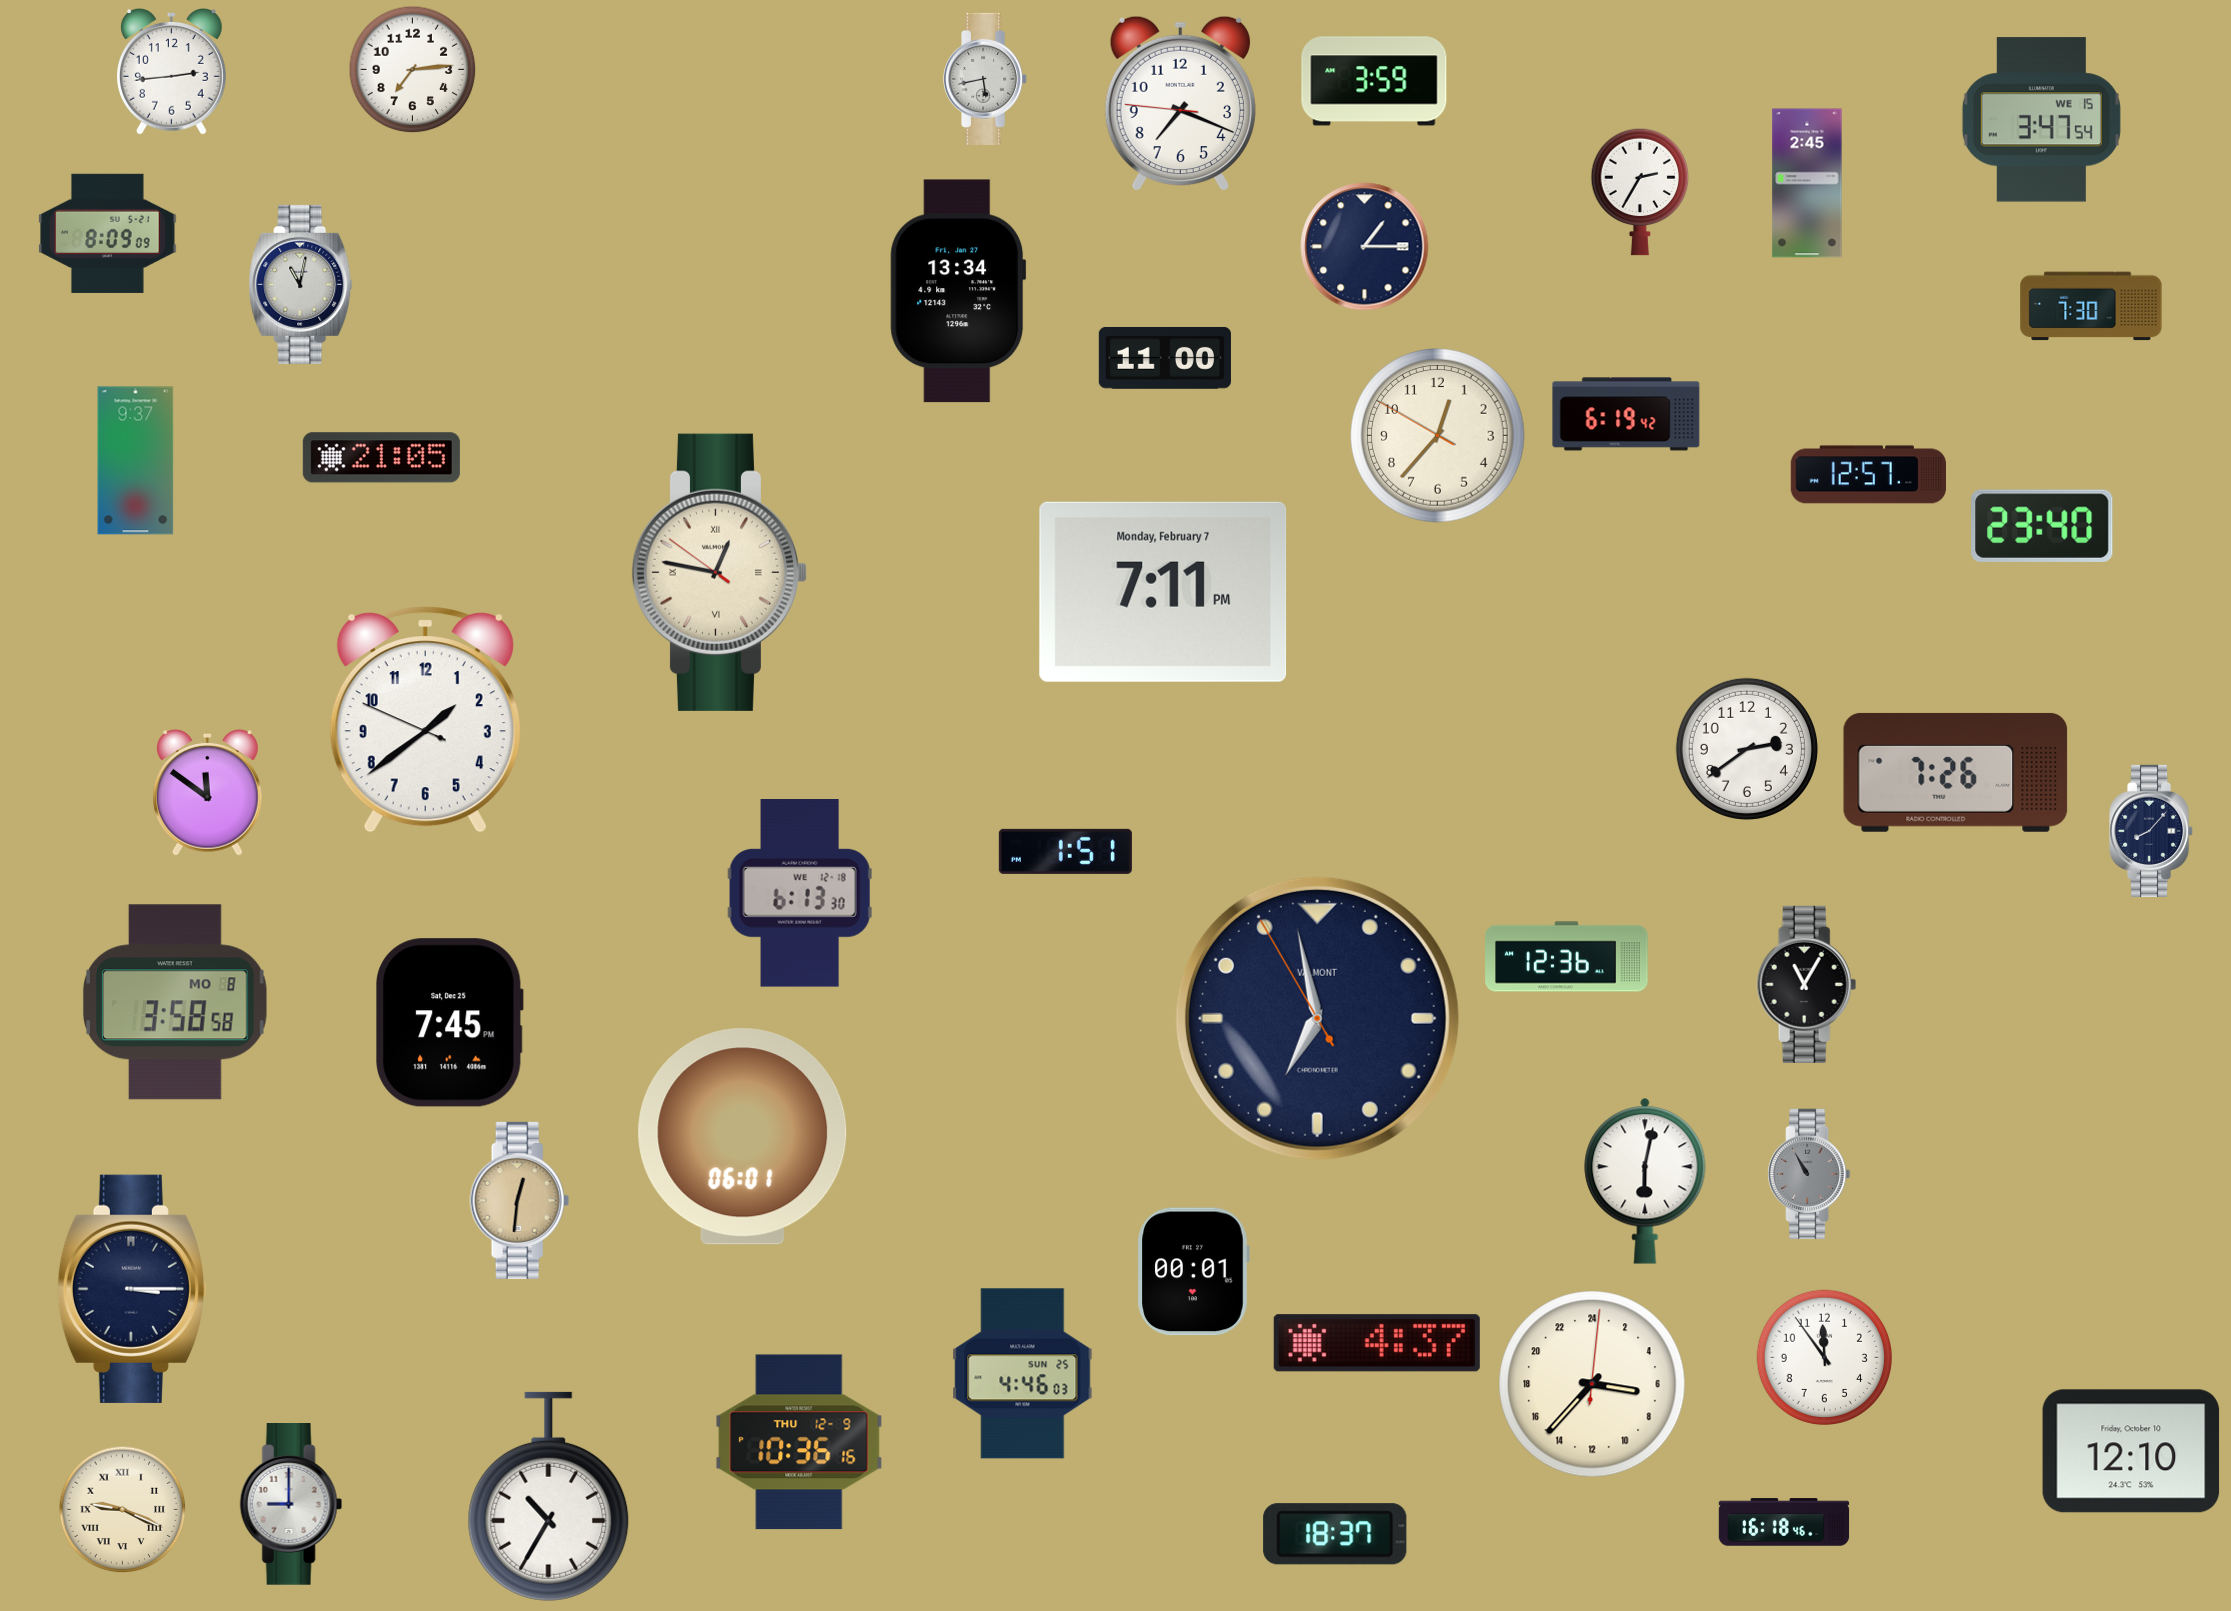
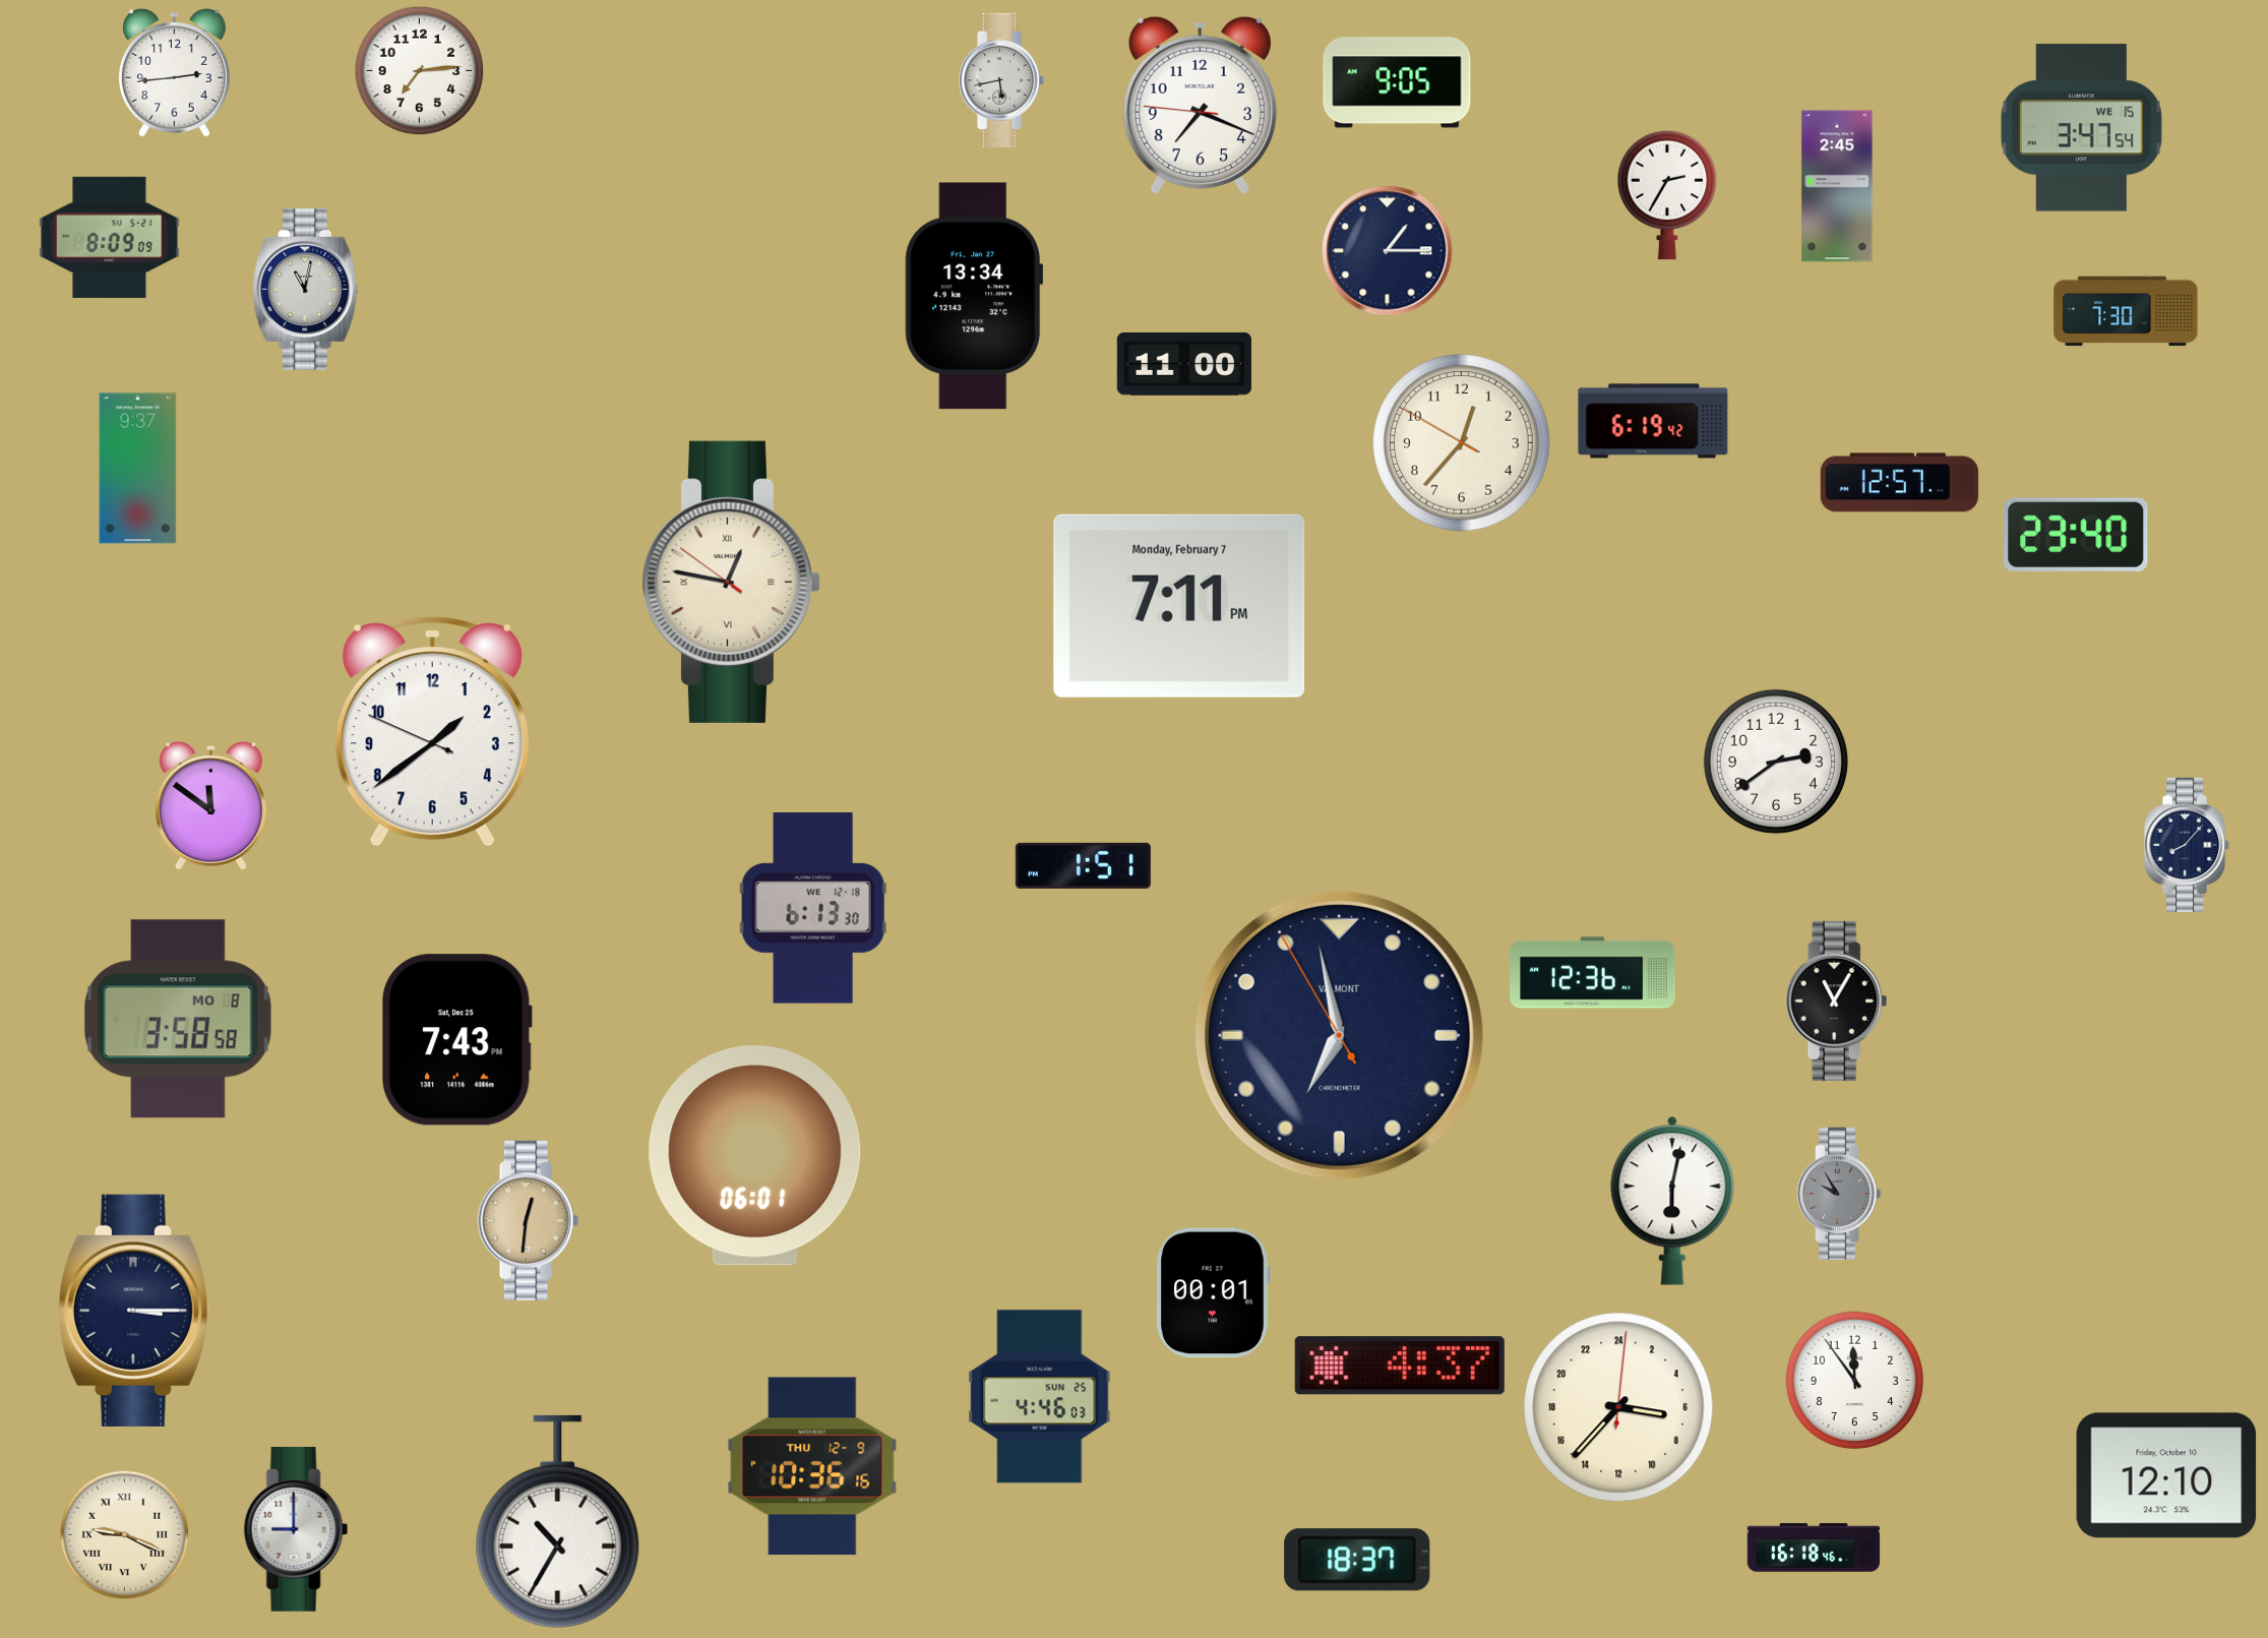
clock at (1374, 81): 3:59 -> 9:05
clock at (2041, 120) position: (2041, 120) -> (2081, 128)
clock at (381, 458): 21:05 -> none
clock at (1163, 592) position: (1163, 592) -> (1179, 606)
clock at (1956, 772): 7:26 -> none
clock at (450, 1023): 7:45 -> 7:43
clock at (1810, 1174): 10:55 -> 9:55
